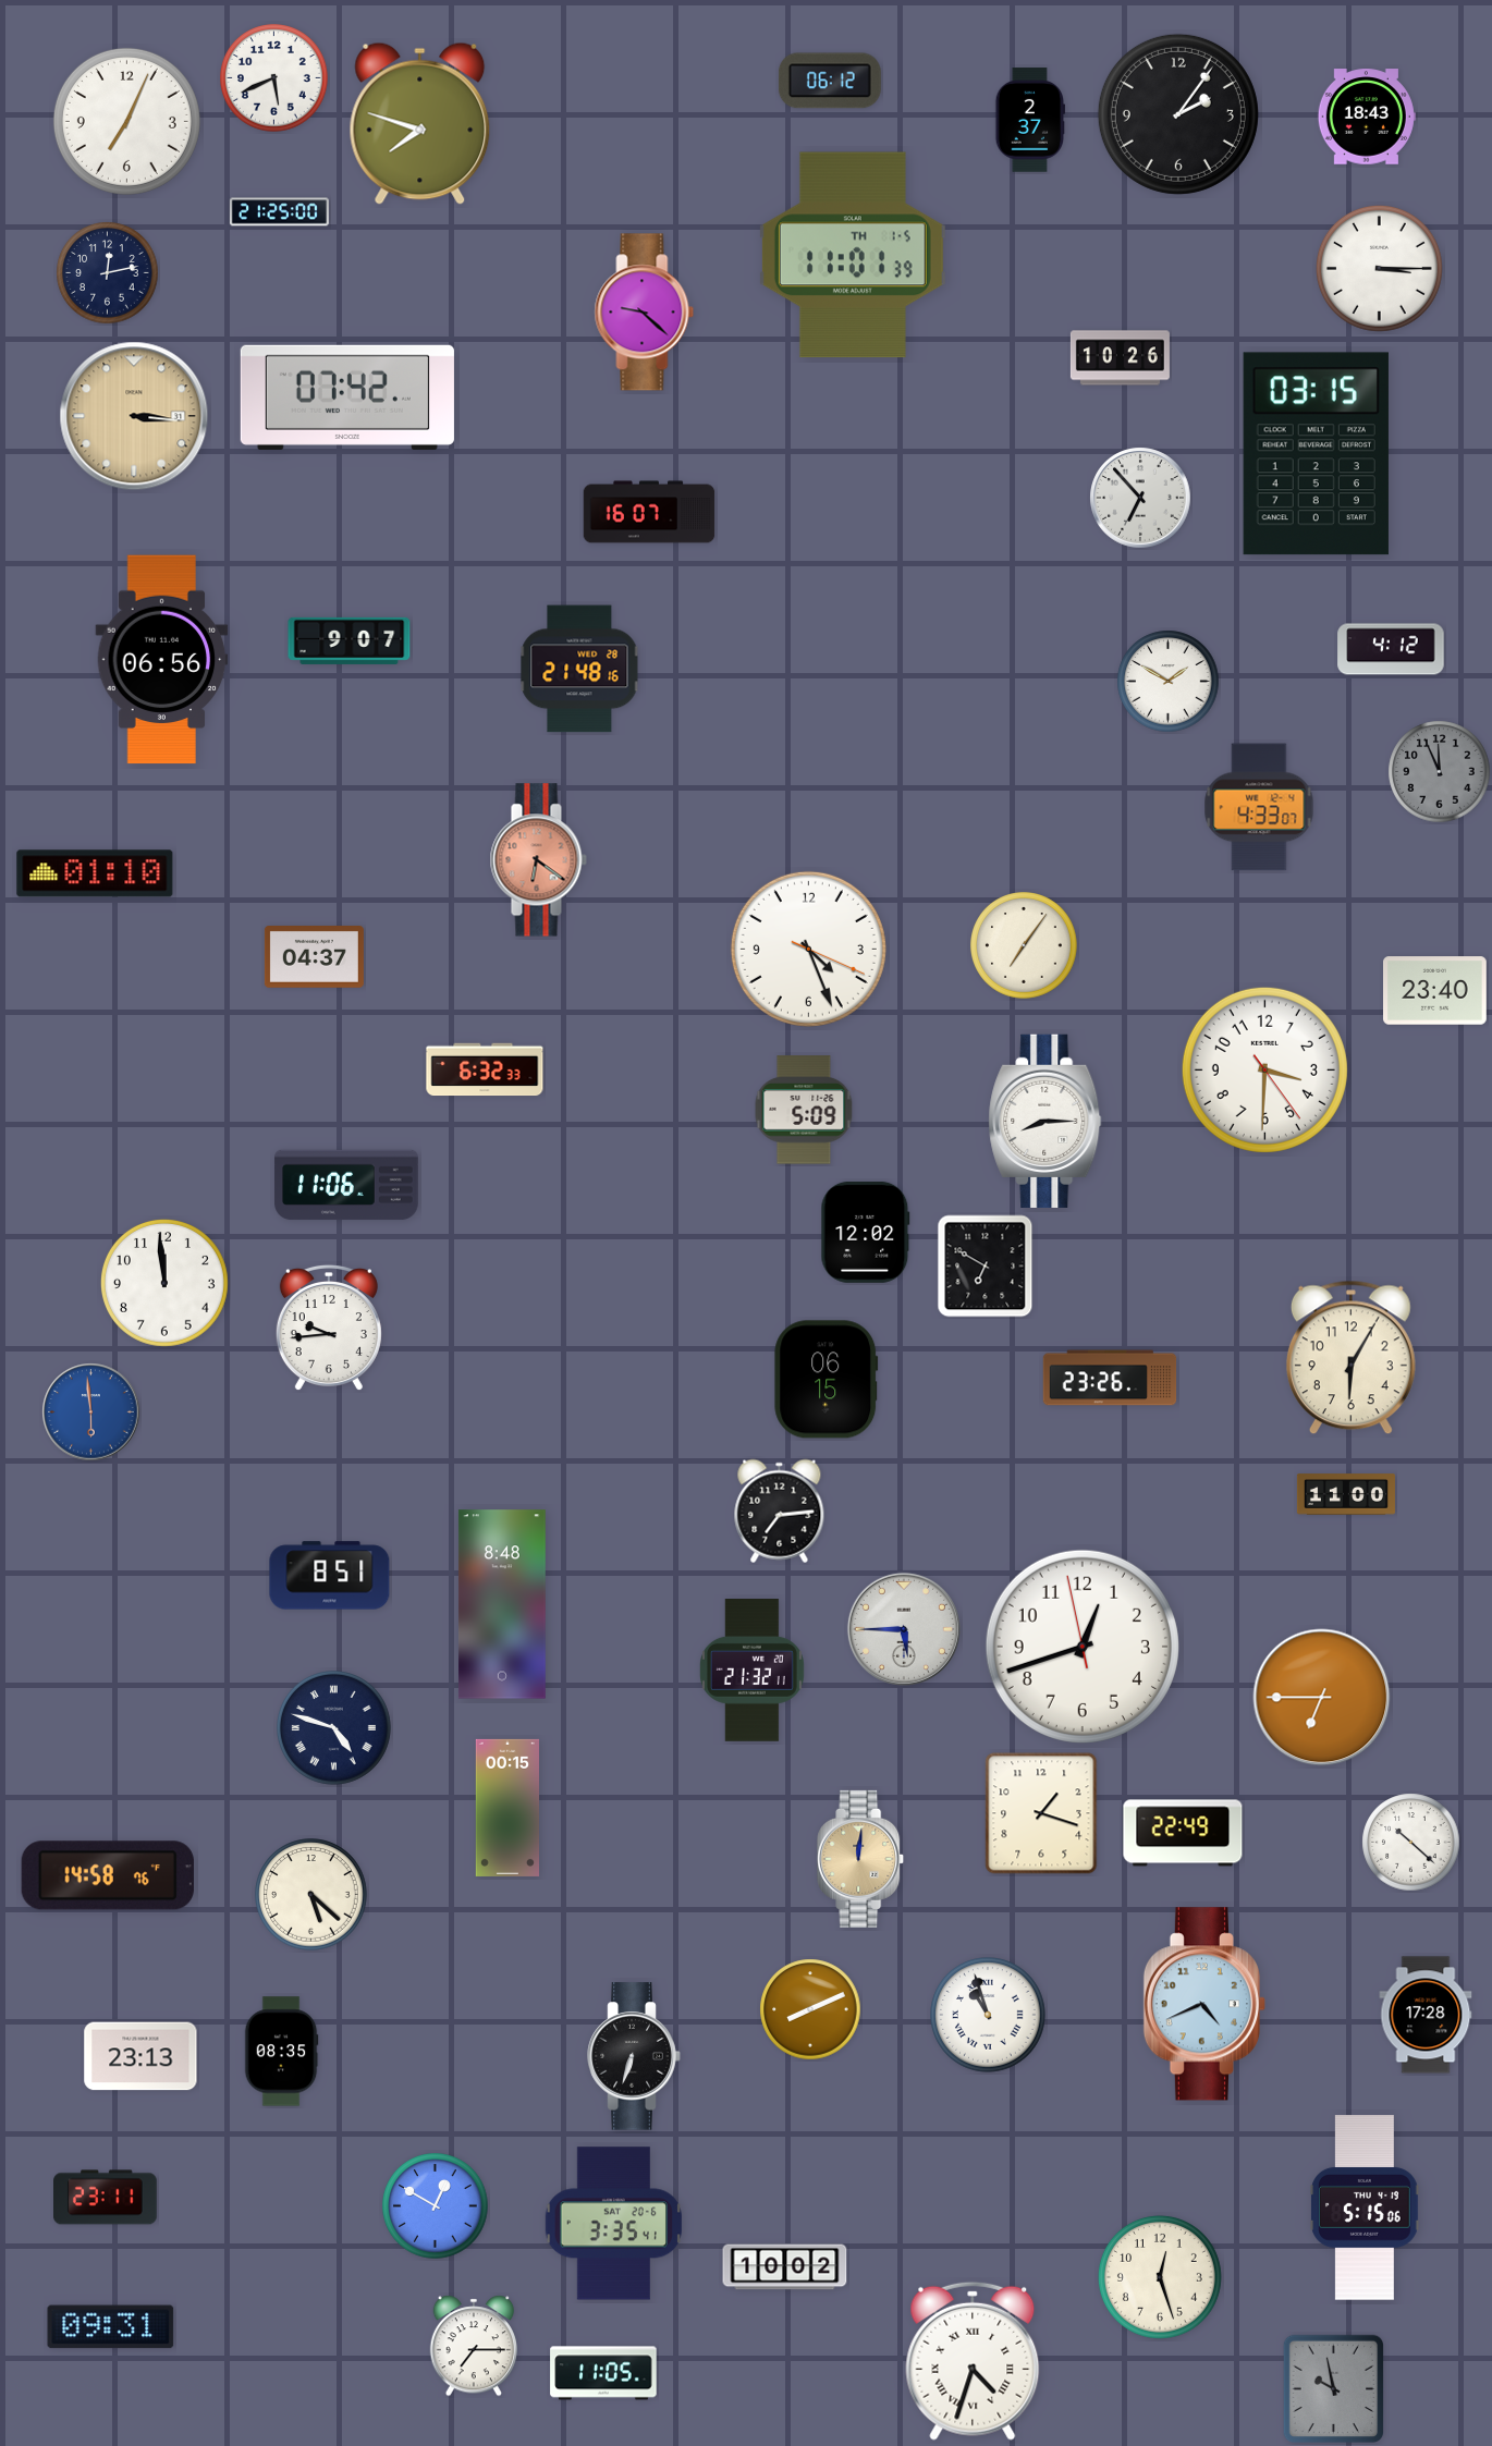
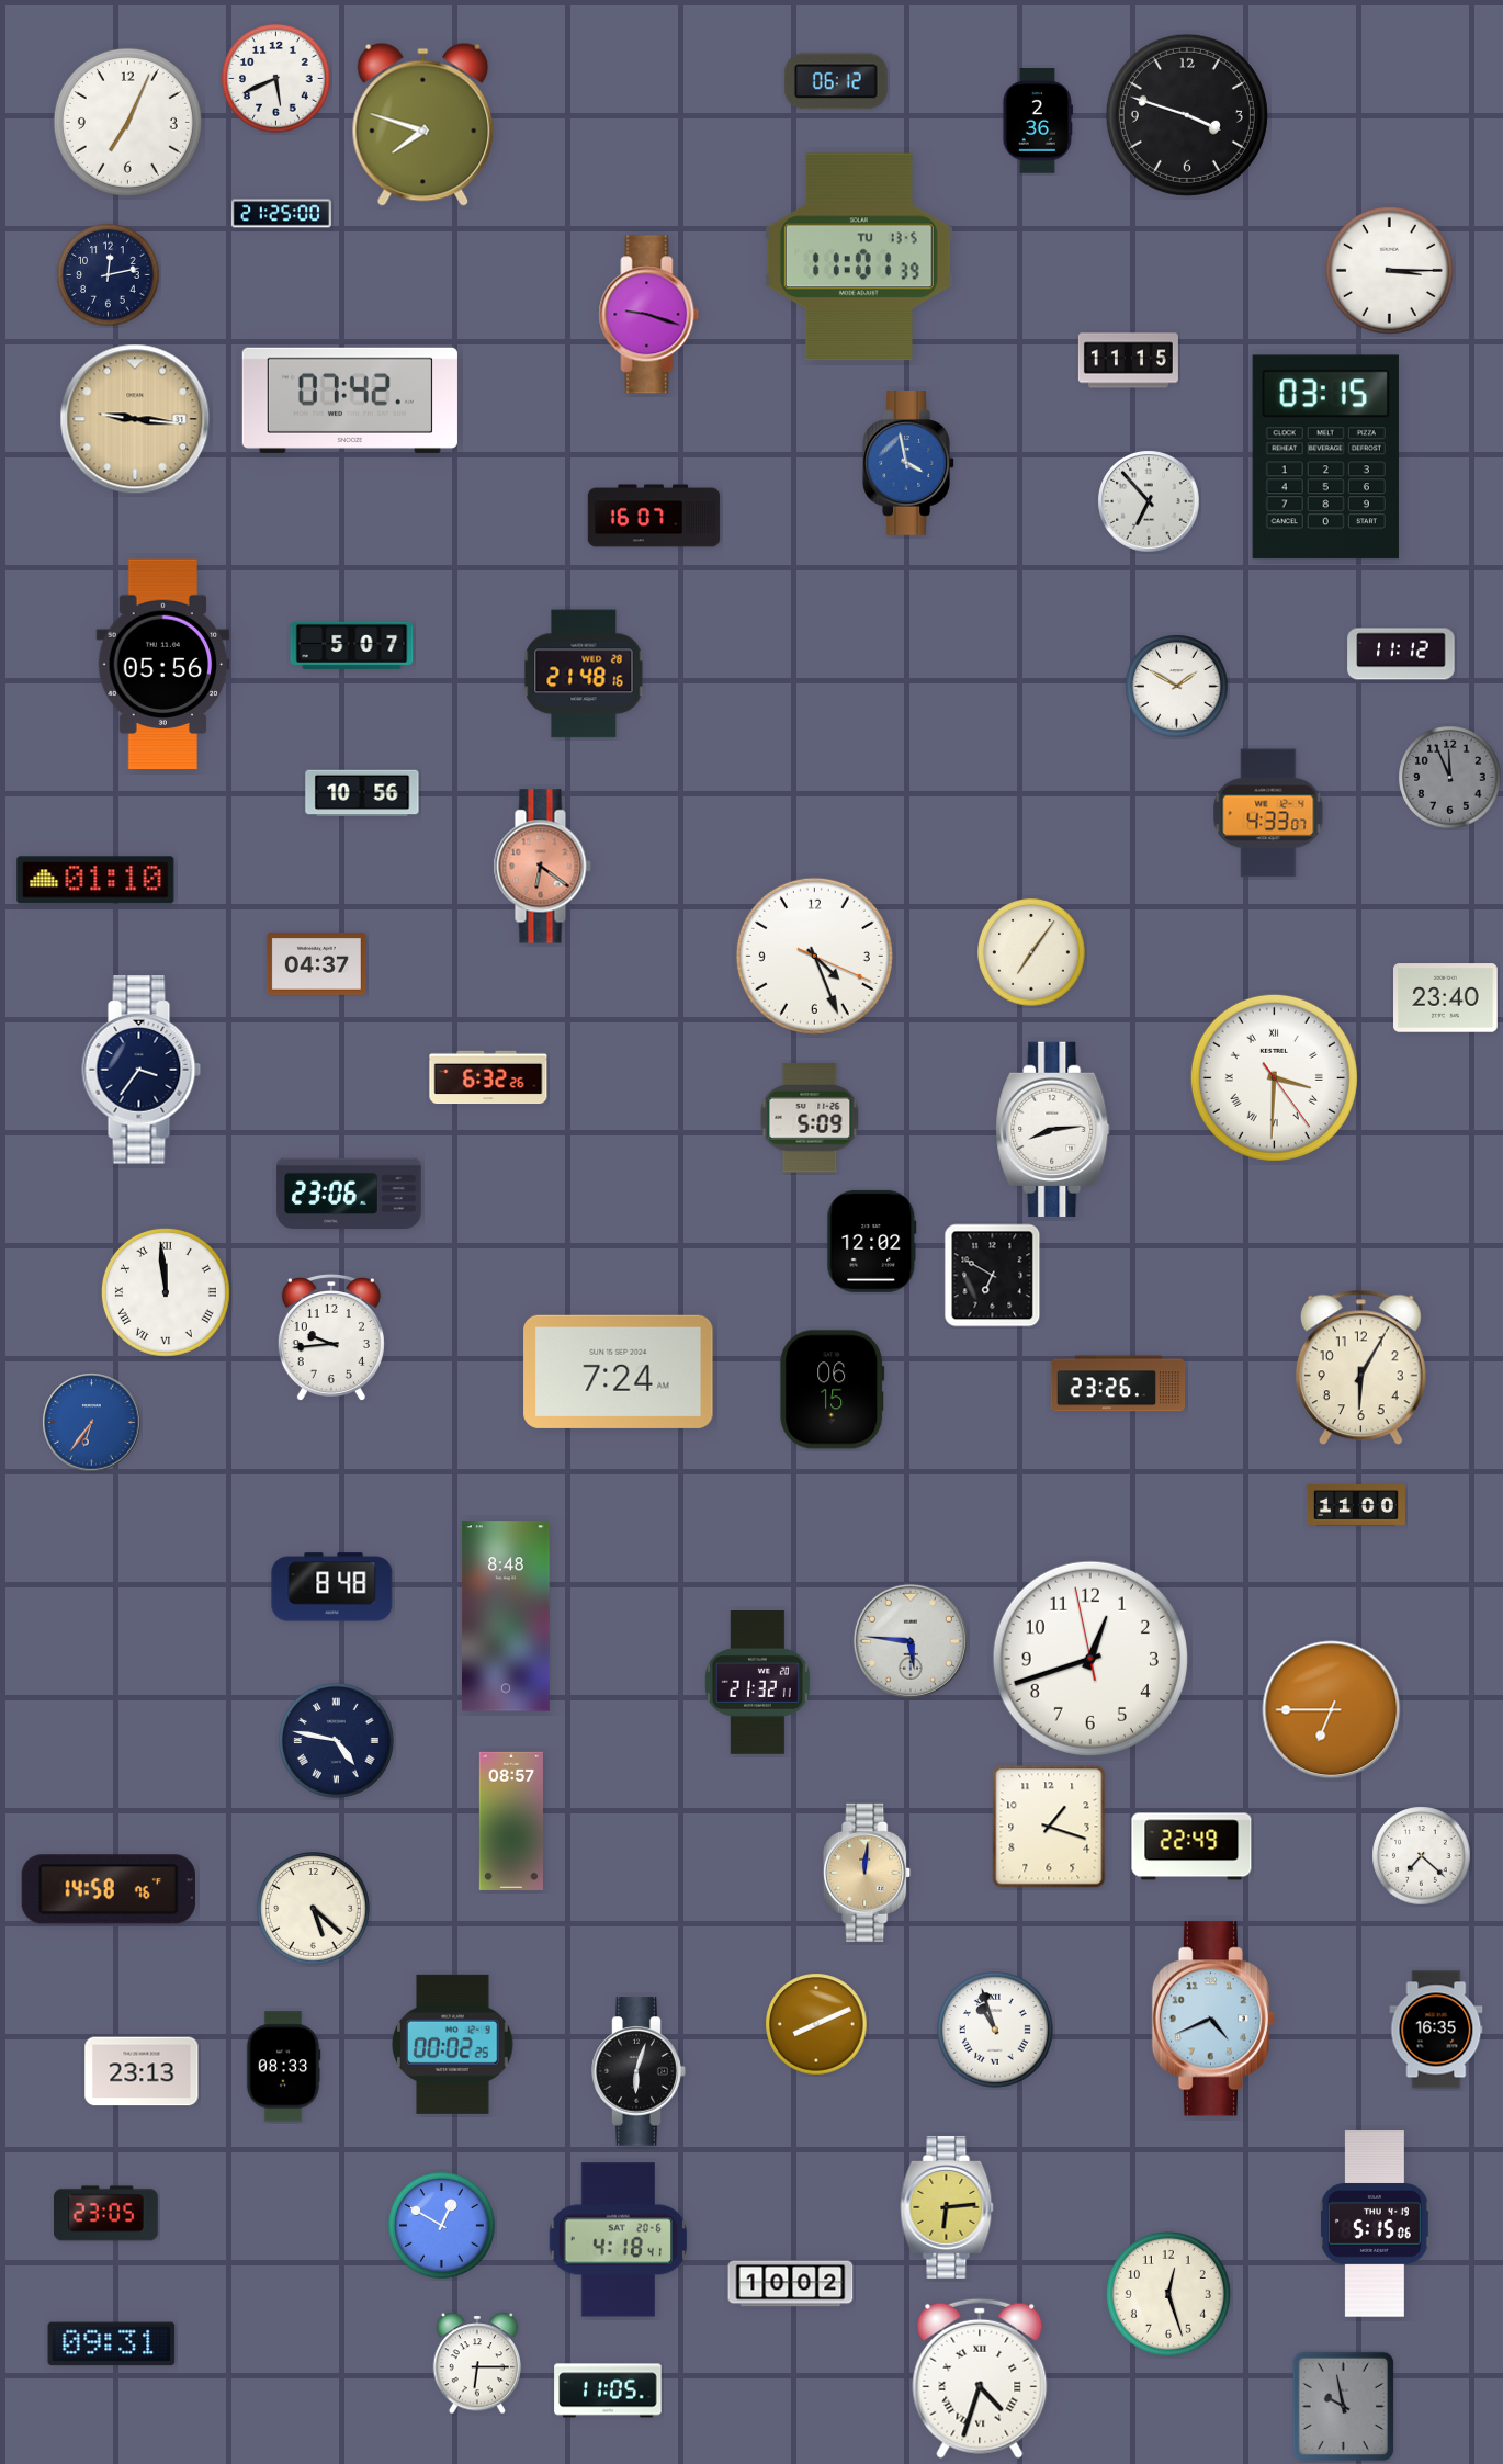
clock at (1178, 114): 2:06 -> 3:48
clock at (1367, 117): 18:43 -> none
clock at (1030, 120): 2:37 -> 2:36
clock at (853, 255) date: TH 1-5 -> TU 13-5
clock at (645, 313): 9:22 -> 9:18
clock at (1120, 358): 10:26 -> 11:15
clock at (134, 416): 3:16 -> 9:16
clock at (908, 464): none -> 3:58
clock at (350, 640): 9:07 -> 5:07
clock at (1391, 649): 4:12 -> 11:12
clock at (162, 660): 06:56 -> 05:56
clock at (362, 793): none -> 10:56
clock at (142, 1070): none -> 3:36
clock at (485, 1069): 6:32:33 -> 6:32:26
clock at (1264, 1069) numerals: Arabic -> Roman
clock at (1045, 1121): 8:15 -> 8:14
clock at (346, 1185): 11:06 -> 23:06
clock at (164, 1283) numerals: Arabic -> Roman
clock at (619, 1371): none -> 7:24
clock at (1110, 1378) position: (1110, 1378) -> (1118, 1383)
clock at (91, 1412): 5:59 -> 6:36
clock at (780, 1512): 7:14 -> none
clock at (330, 1576): 8:51 -> 8:48
clock at (904, 1629): 5:45 -> 5:46
clock at (334, 1728): 4:48 -> 4:47
clock at (506, 1808): 00:15 -> 08:57
clock at (1411, 1843): 10:22 -> 7:22
clock at (1426, 2015): 17:28 -> 16:35
clock at (453, 2044): none -> 00:02
clock at (281, 2052): 08:35 -> 08:33
clock at (634, 2056): 6:33 -> 6:03
clock at (947, 2207): none -> 6:14
clock at (106, 2198): 23:11 -> 23:05
clock at (436, 2206) position: (436, 2206) -> (442, 2226)
clock at (613, 2224): 3:35 -> 4:18
clock at (473, 2346): 7:15 -> 6:15
